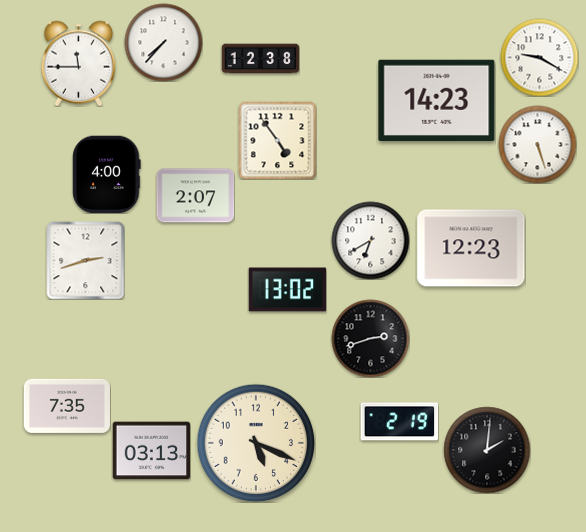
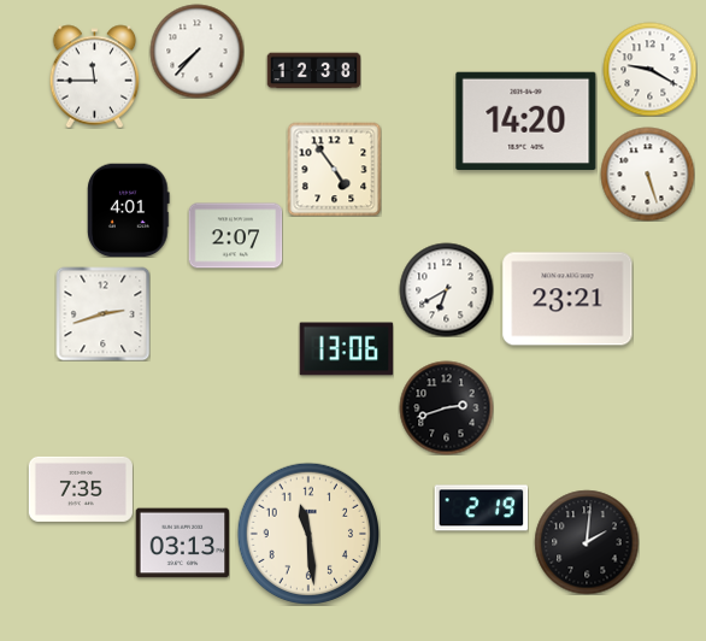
clock at (437, 100): 14:23 -> 14:20
clock at (107, 174): 4:00 -> 4:01
clock at (471, 248): 12:23 -> 23:21
clock at (287, 290): 13:02 -> 13:06
clock at (256, 443): 5:19 -> 11:29
